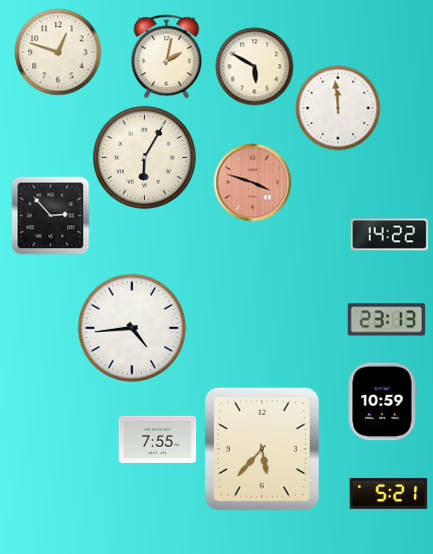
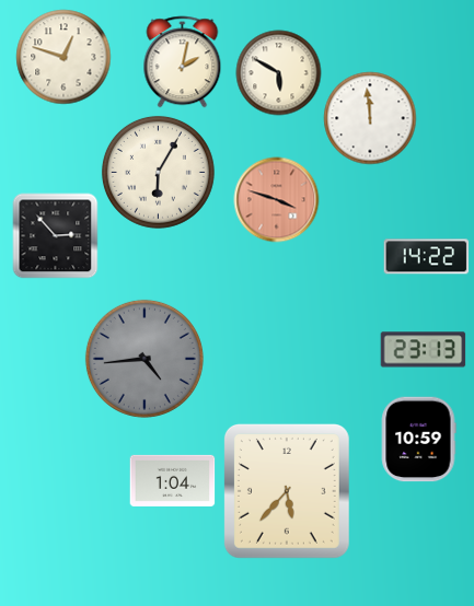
clock at (132, 328) dial: white -> grey
clock at (157, 439): 7:55 -> 1:04
clock at (388, 493): 5:21 -> none
